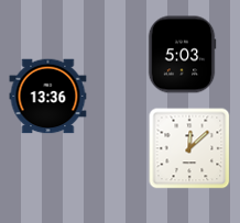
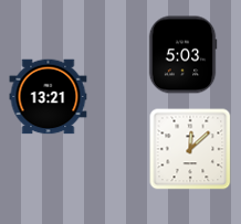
clock at (48, 97): 13:36 -> 13:21
